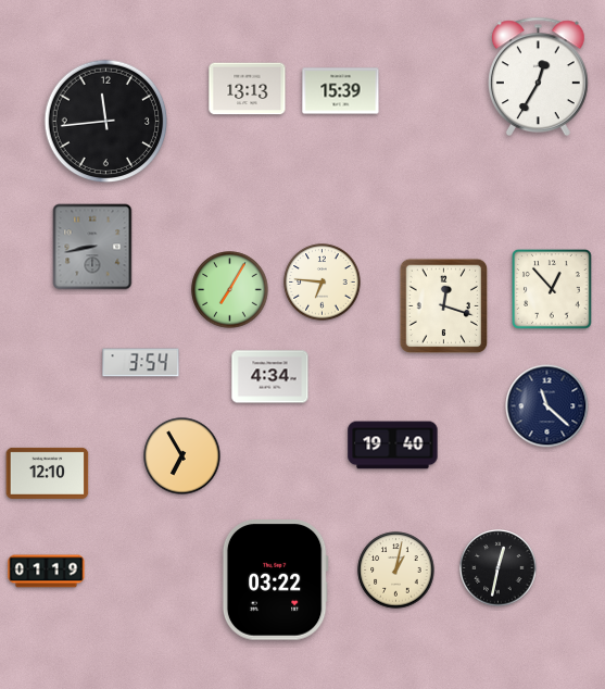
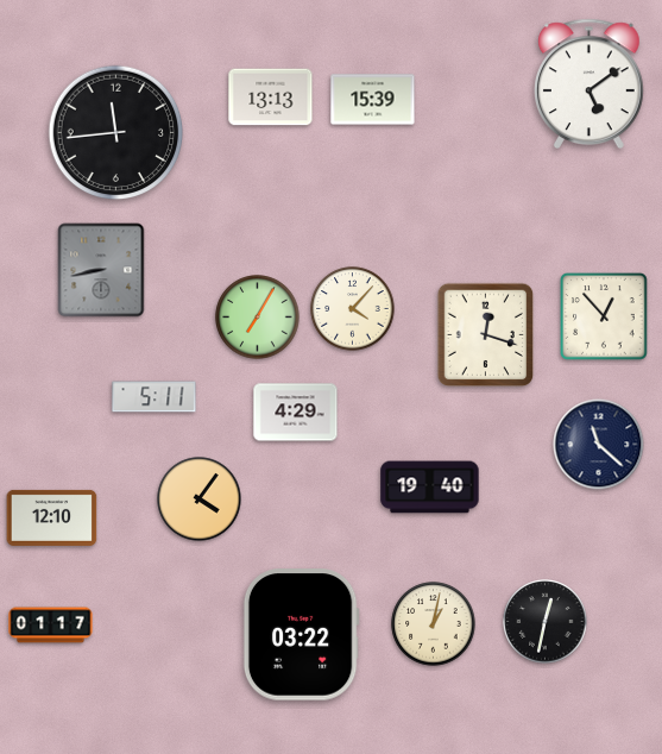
clock at (539, 76): 12:35 -> 5:09
clock at (323, 283): 6:46 -> 4:07
clock at (230, 290) position: (230, 290) -> (258, 318)
clock at (141, 363): 3:54 -> 5:11
clock at (270, 377): 4:34 -> 4:29
clock at (182, 456): 6:55 -> 4:06
clock at (47, 572): 01:19 -> 01:17
